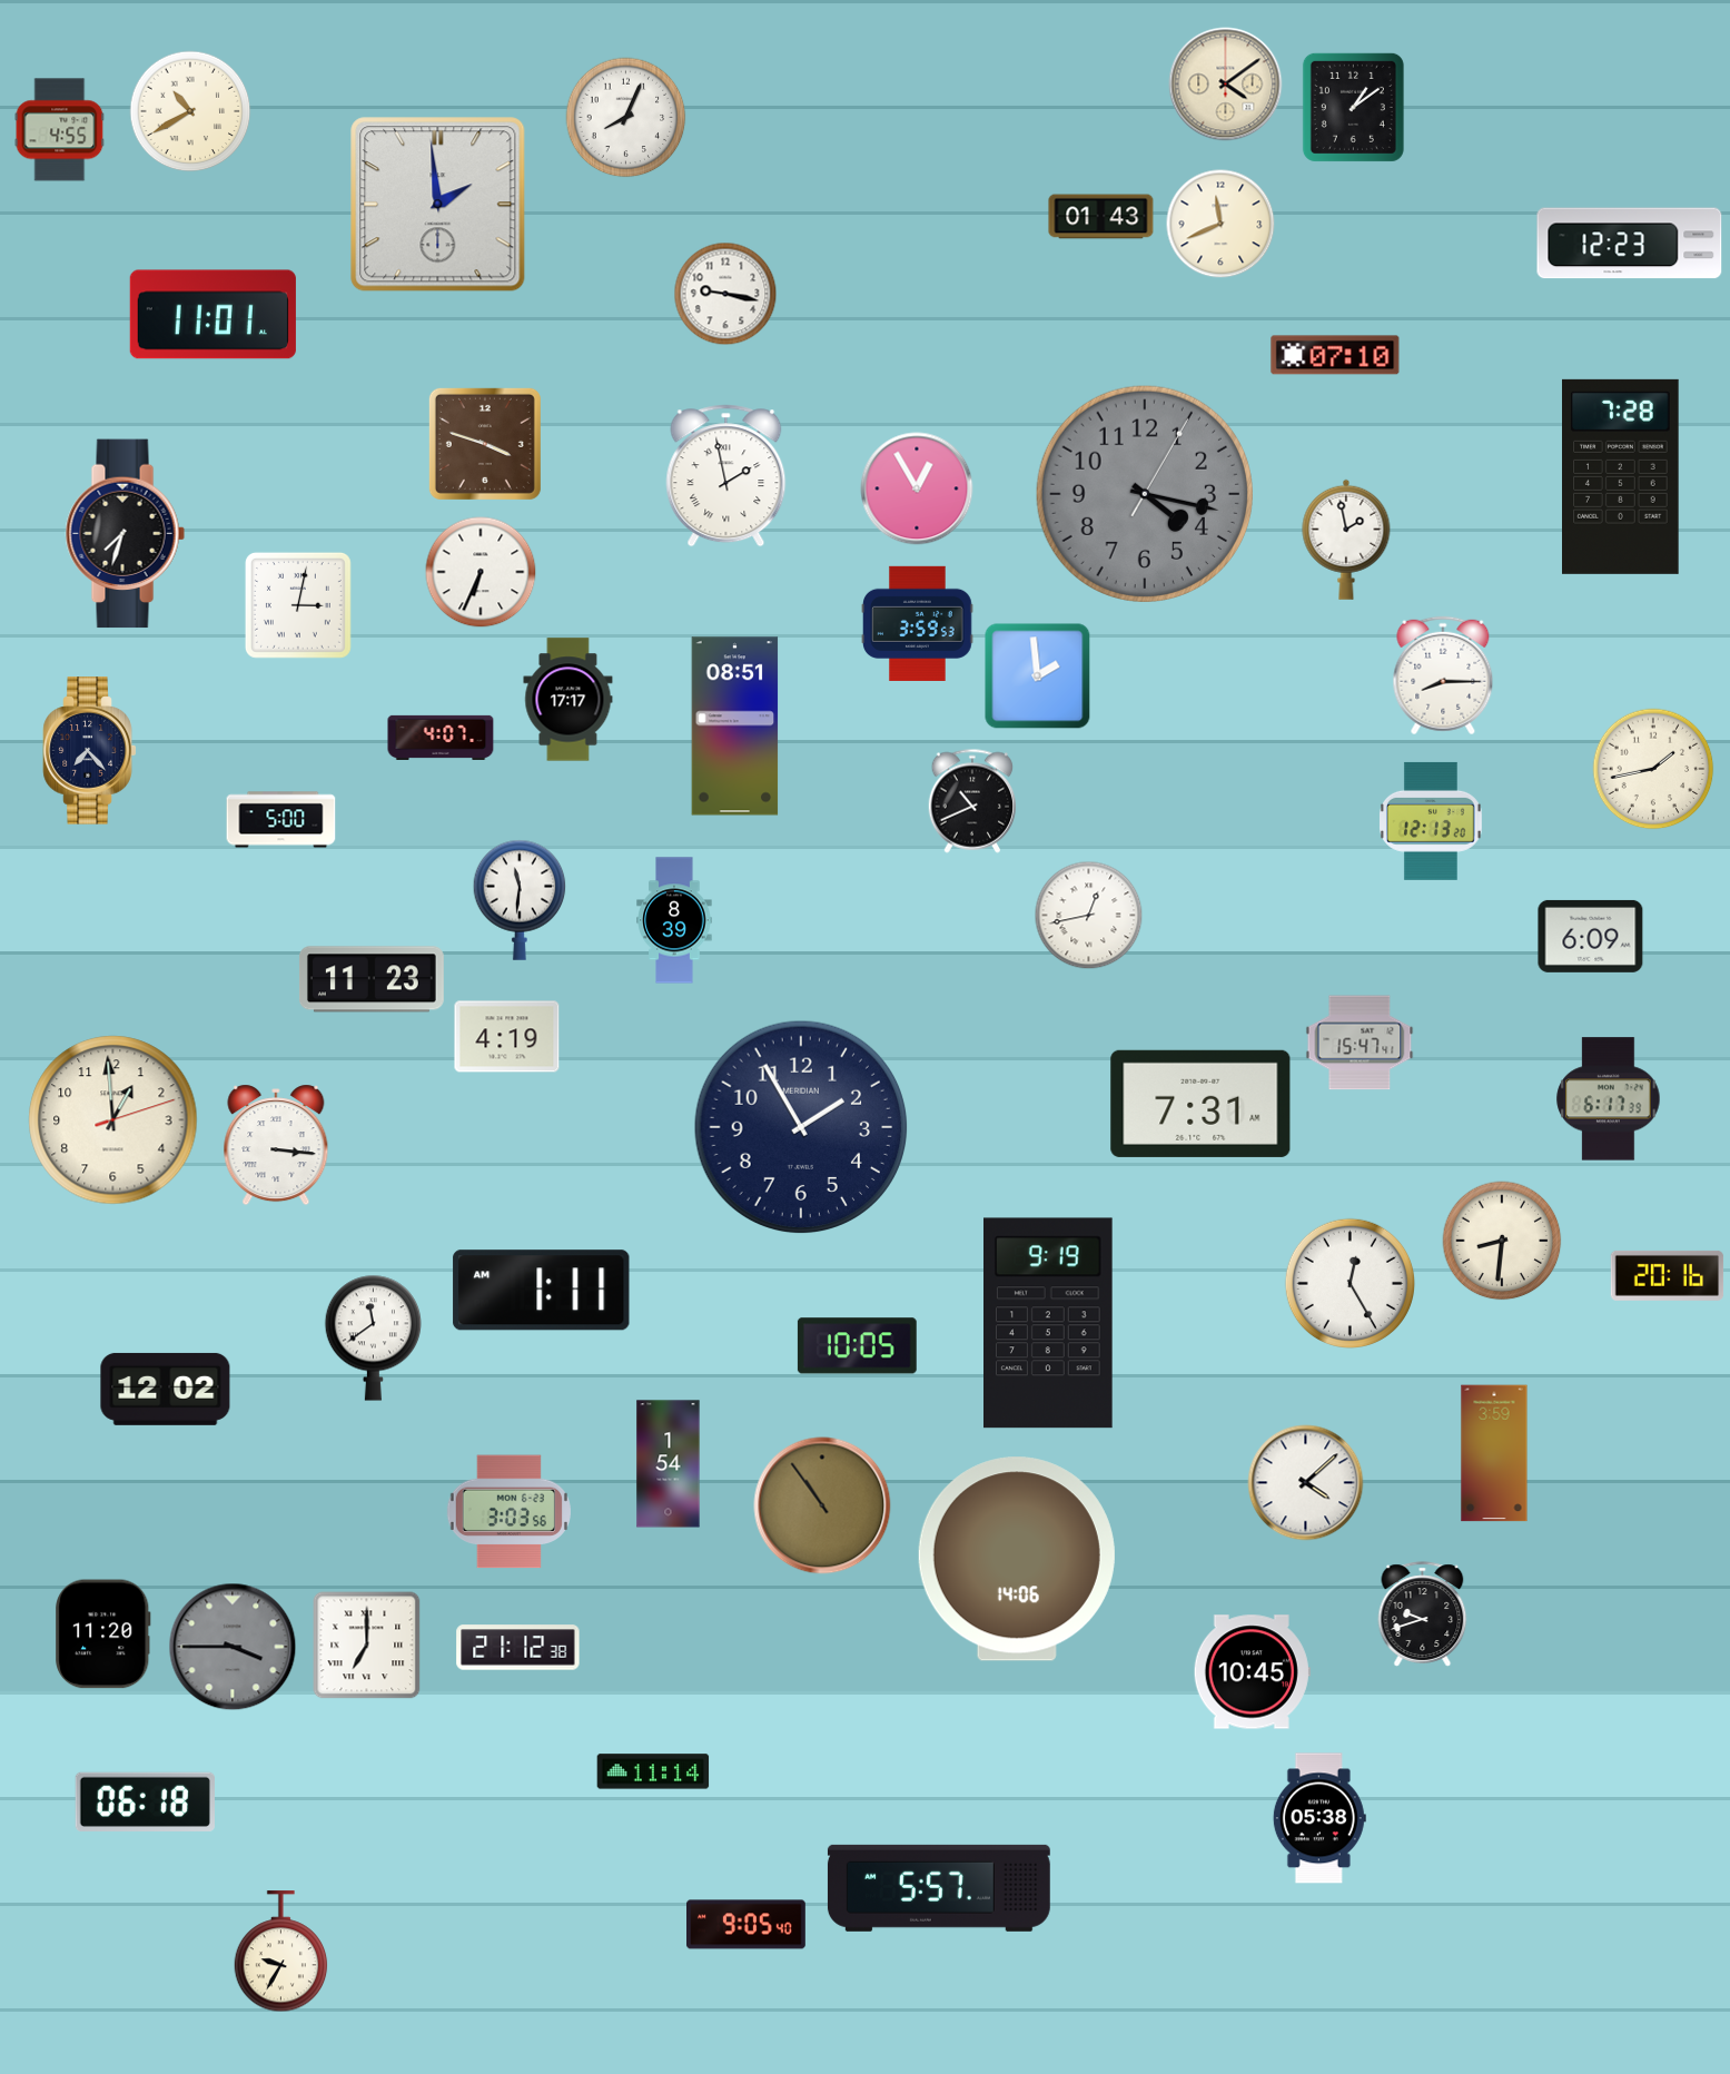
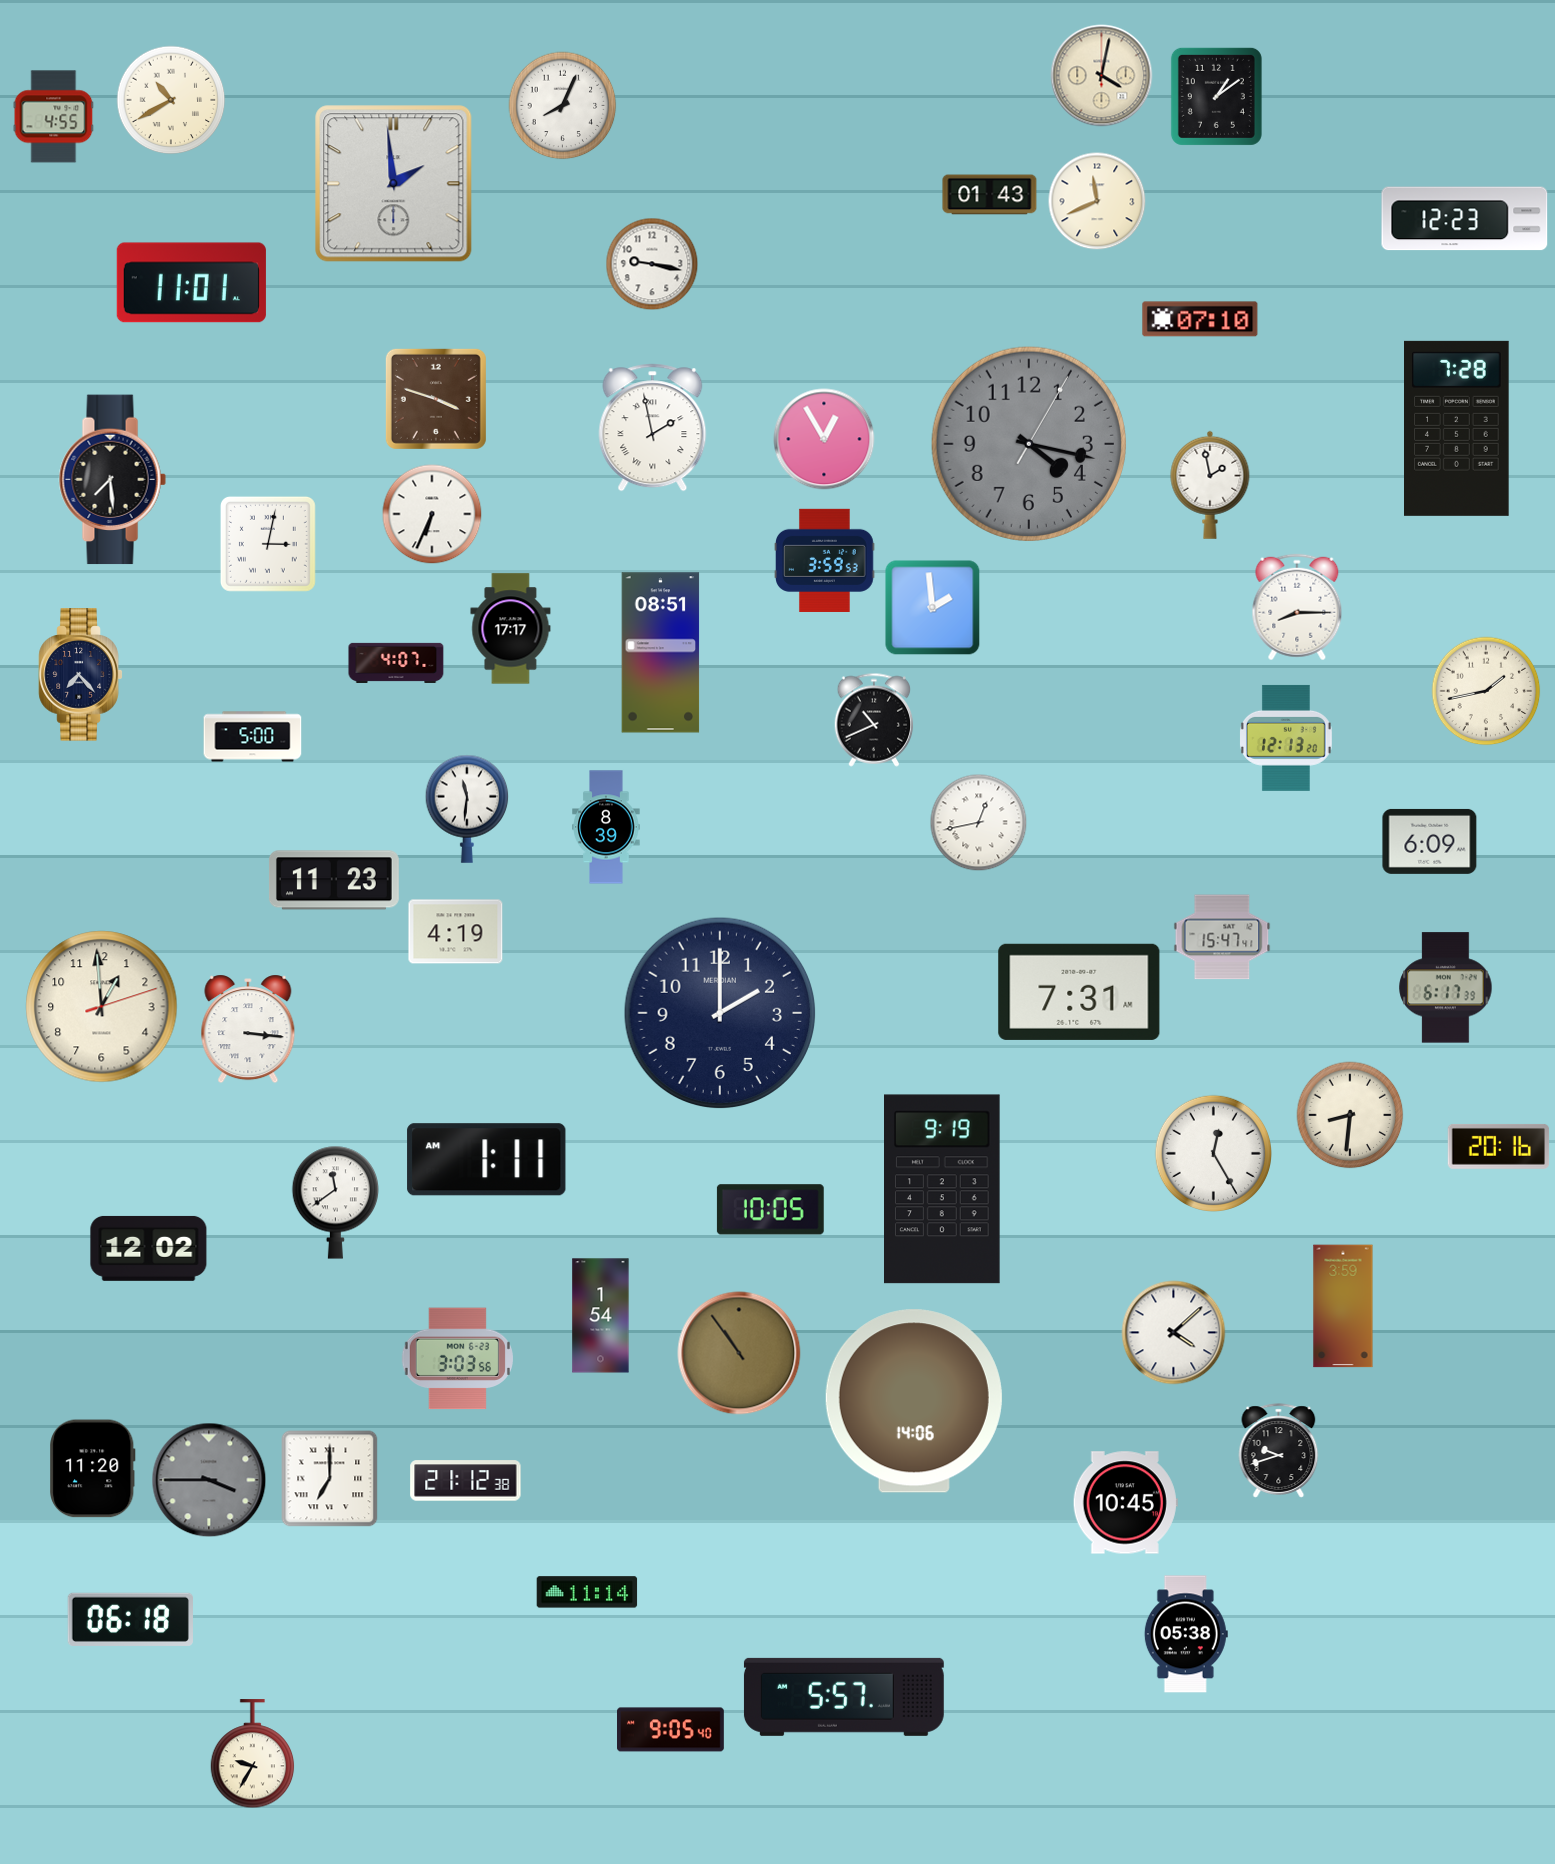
clock at (1226, 85): 4:09 -> 4:02
clock at (125, 534): 7:33 -> 7:29
clock at (801, 1127): 1:55 -> 2:00
